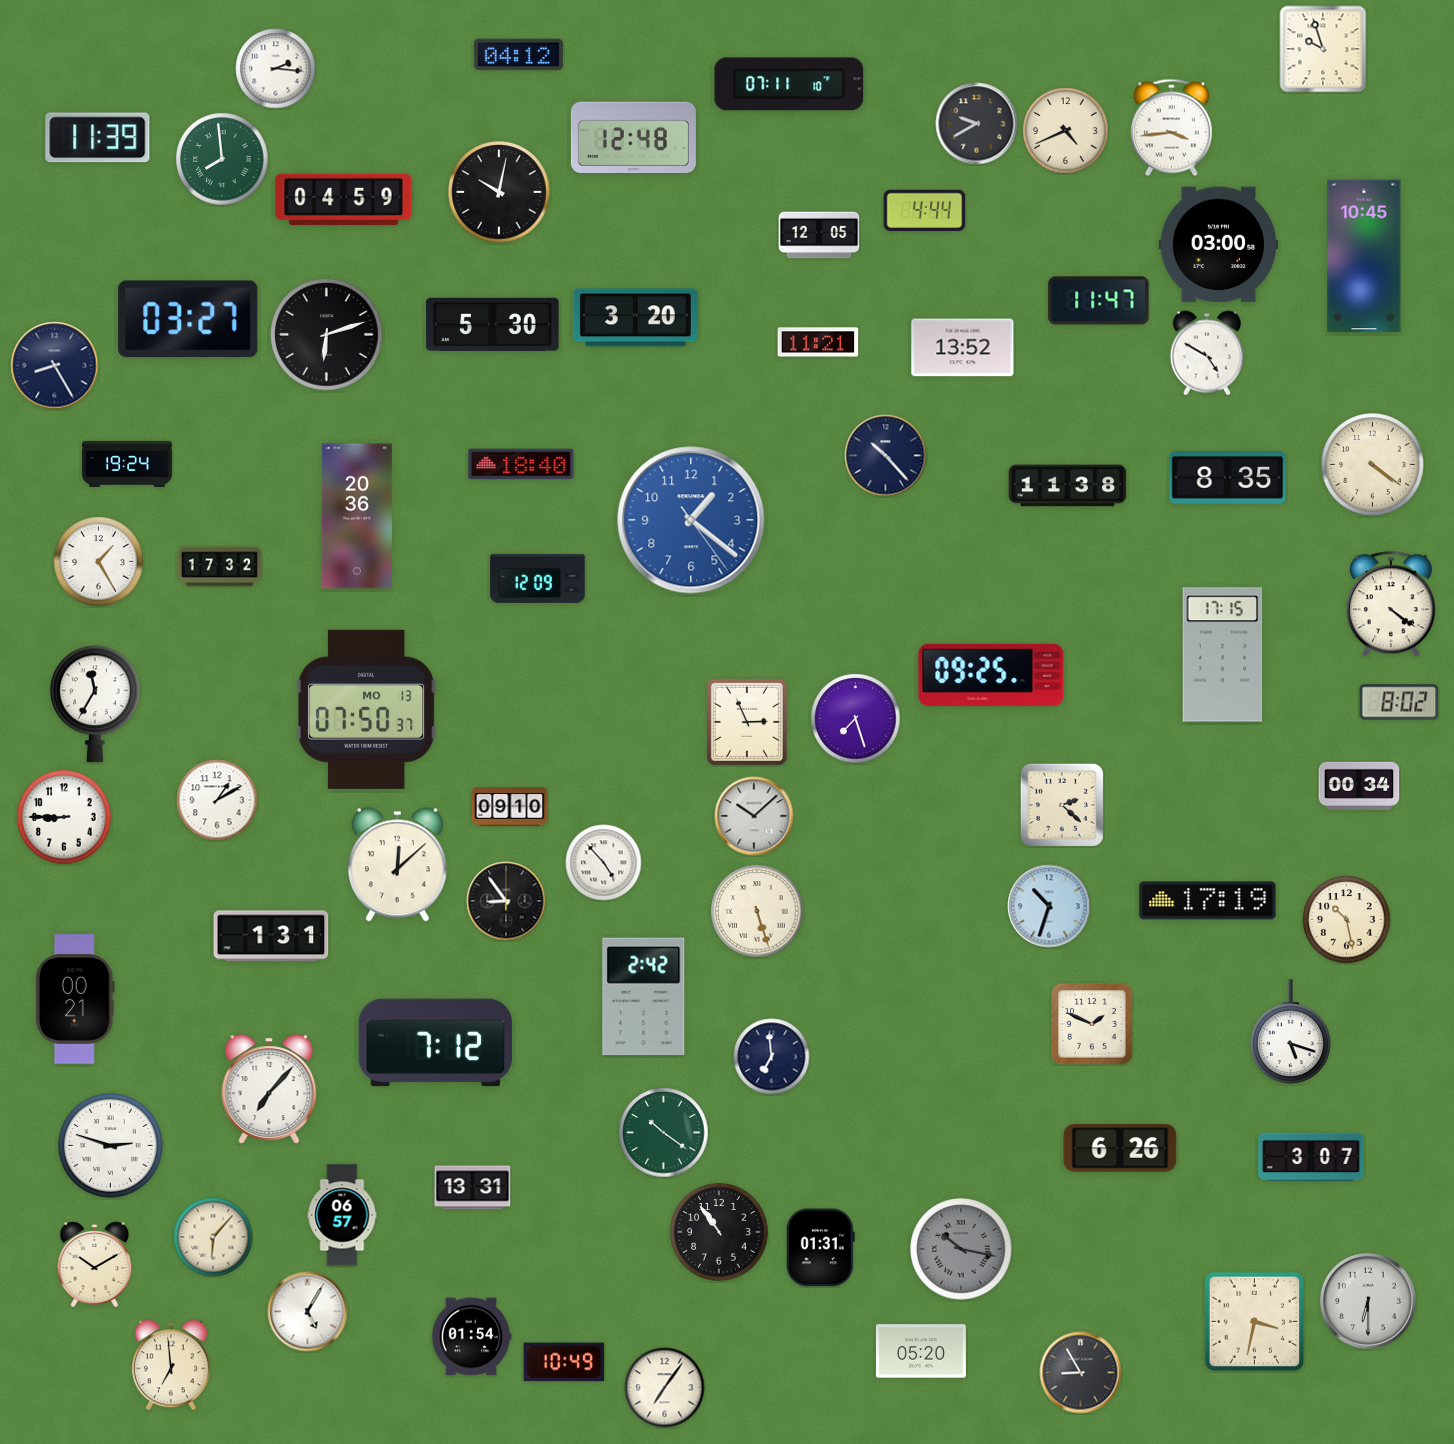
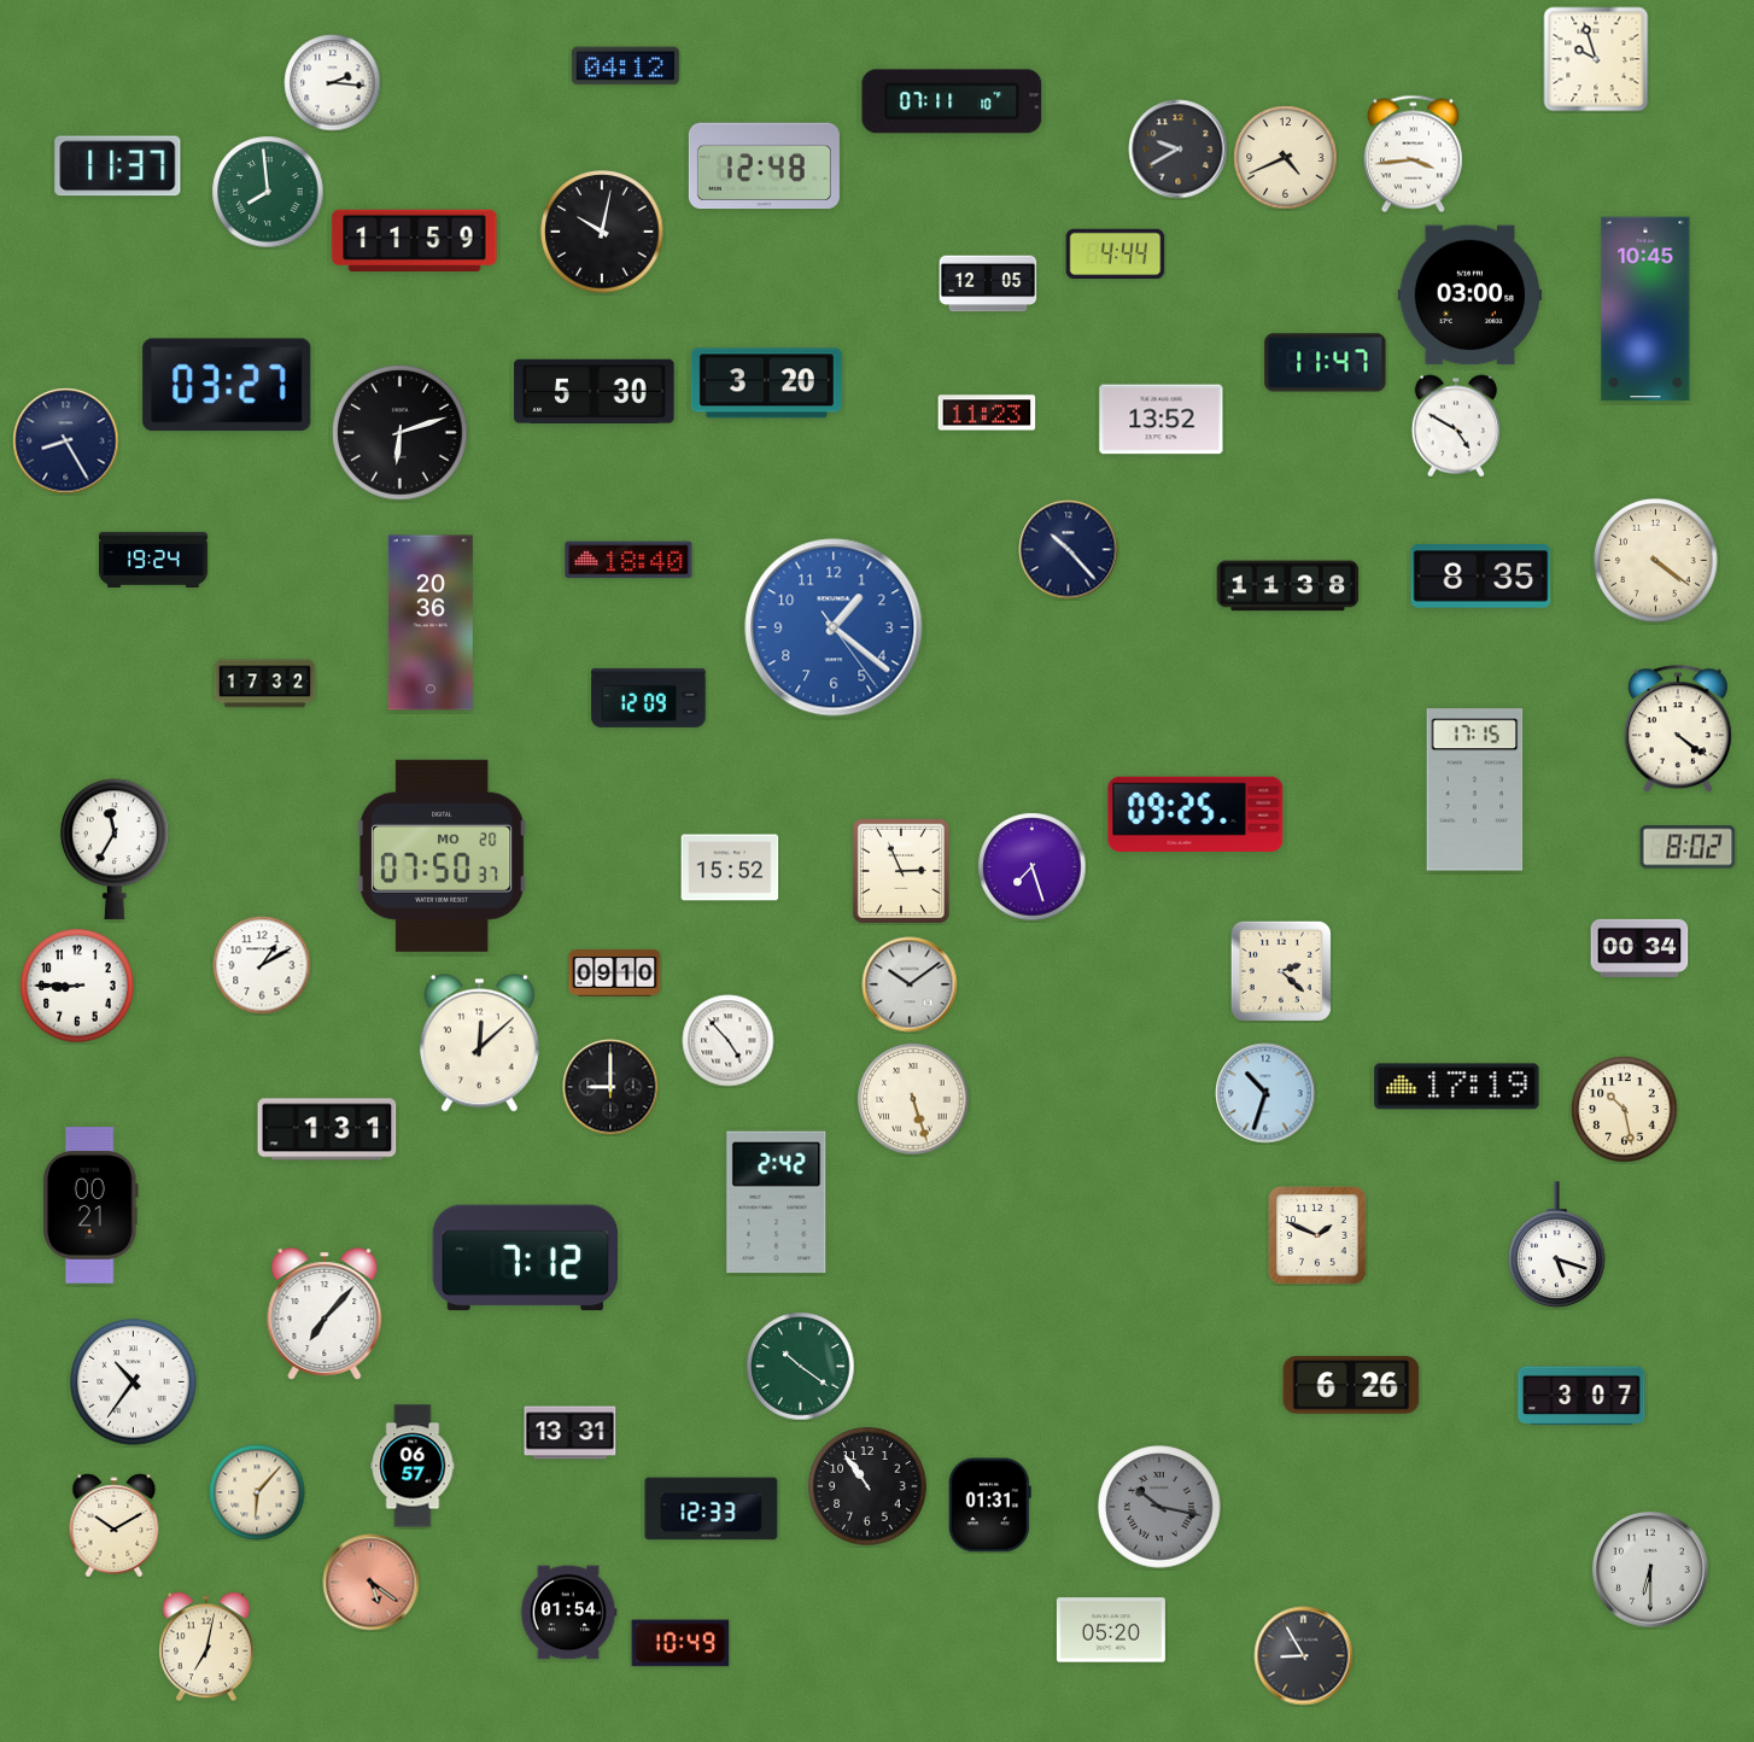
clock at (98, 138): 11:39 -> 11:37
clock at (344, 200): 04:59 -> 11:59
clock at (327, 335) position: (327, 335) -> (401, 433)
clock at (818, 342): 11:21 -> 11:23
clock at (99, 562): 1:25 -> none
clock at (367, 709) date: MO 13 -> MO 20
clock at (730, 867): none -> 15:52
clock at (754, 816): 10:08 -> 10:09
clock at (506, 901): 8:54 -> 9:00
clock at (772, 1057): 6:59 -> none
clock at (111, 1146): 2:48 -> 10:36
clock at (712, 1509): none -> 12:33
clock at (308, 1312): 5:05 -> 5:21
clock at (308, 1312) dial: white -> salmon
clock at (1254, 1321): 3:32 -> none
clock at (171, 1365): 6:59 -> 7:02
clock at (665, 1388): 7:06 -> none
